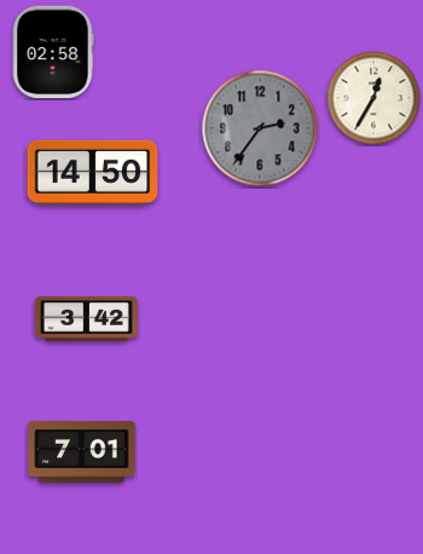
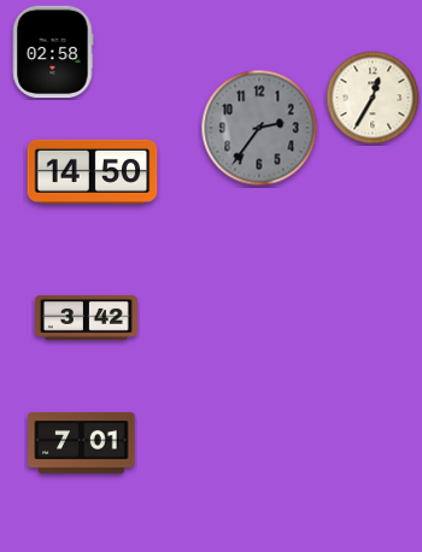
clock at (82, 452) position: (82, 452) -> (82, 444)
